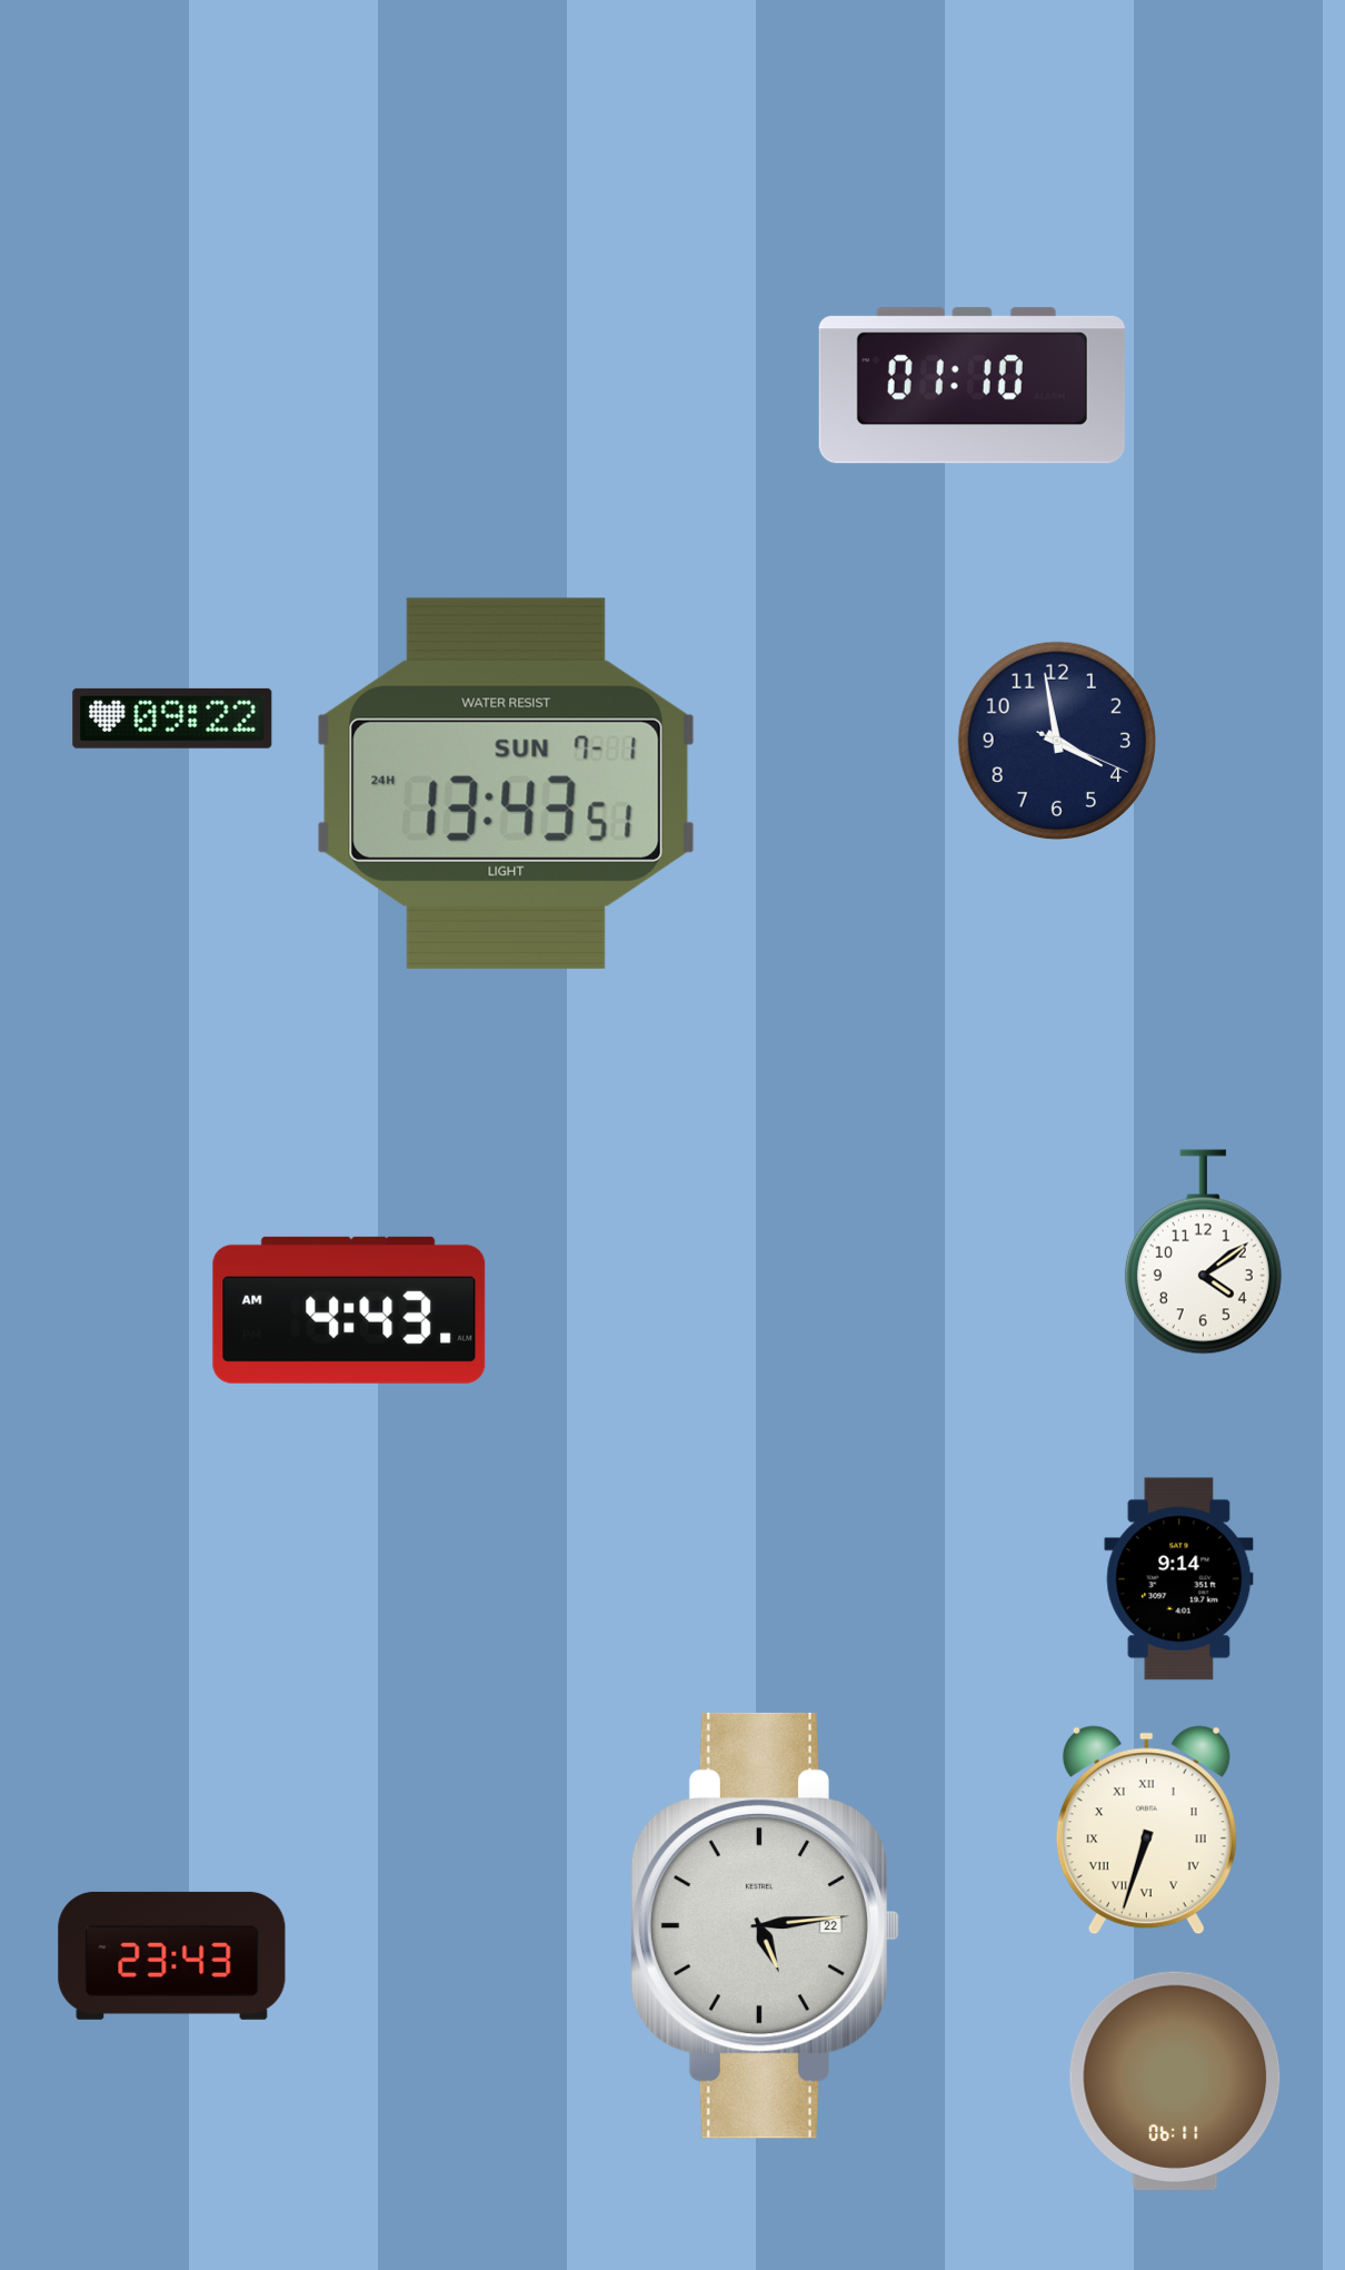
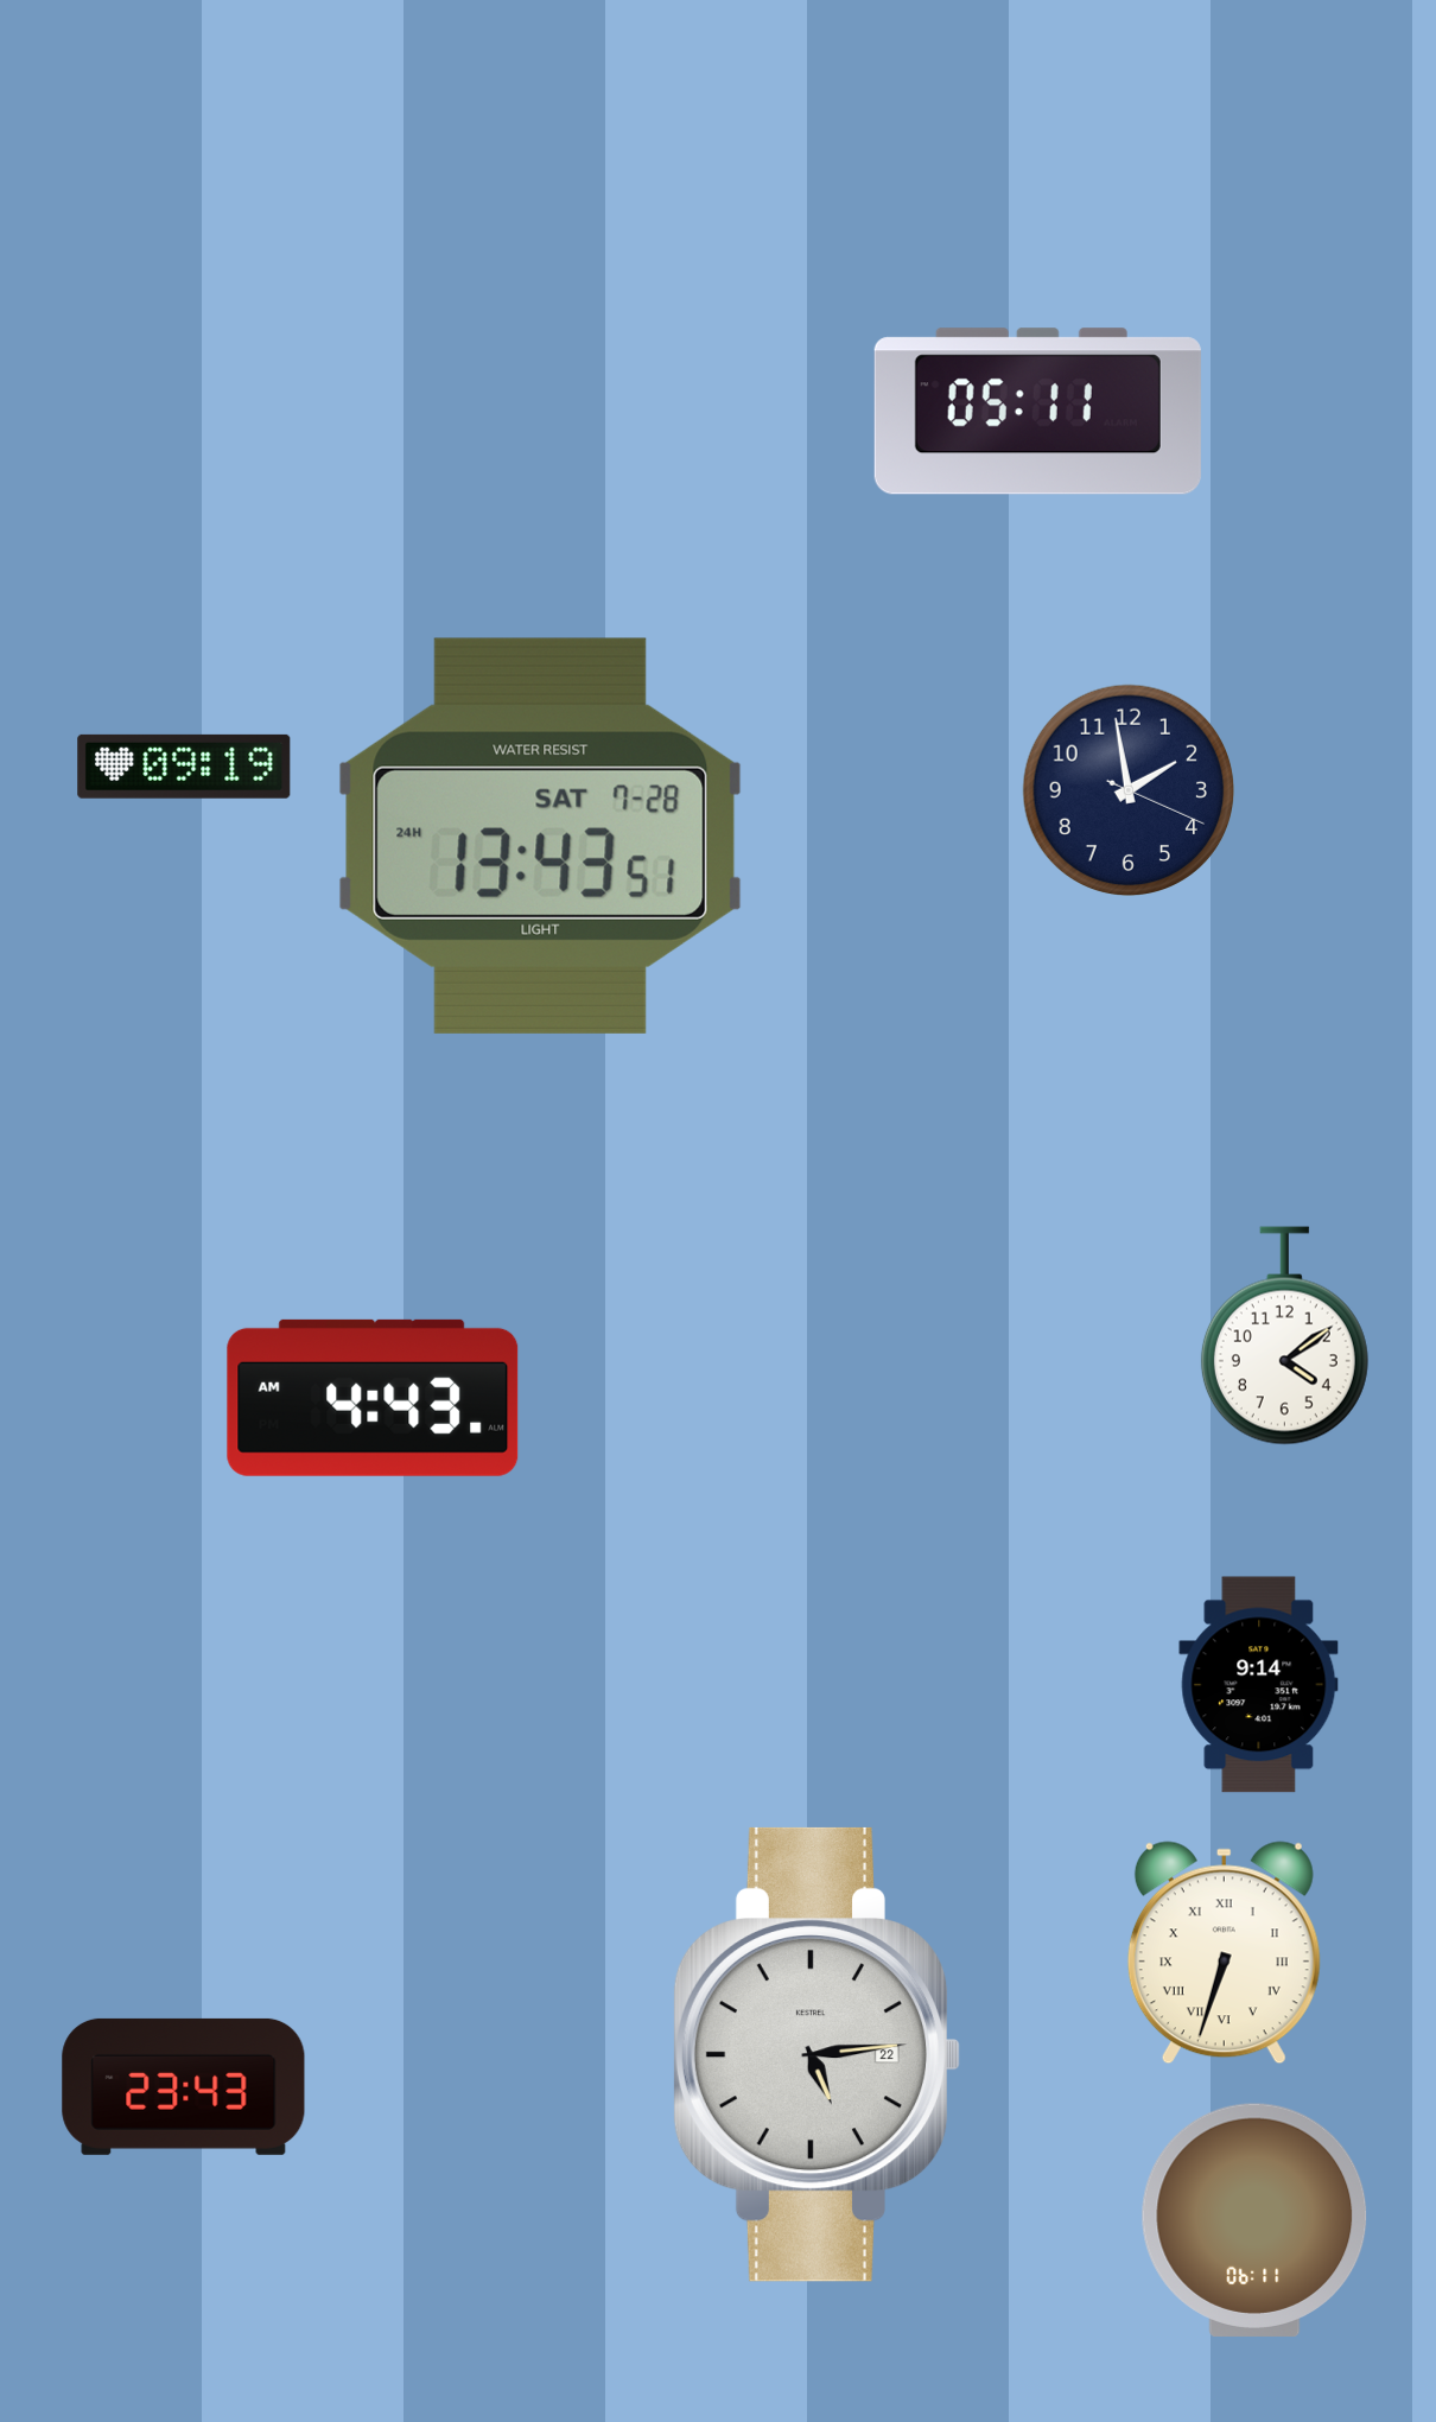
clock at (972, 386): 01:10 -> 05:11
clock at (172, 718): 09:22 -> 09:19
clock at (1056, 740): 3:58 -> 1:58
clock at (507, 783) date: SUN 7-1 -> SAT 7-28
